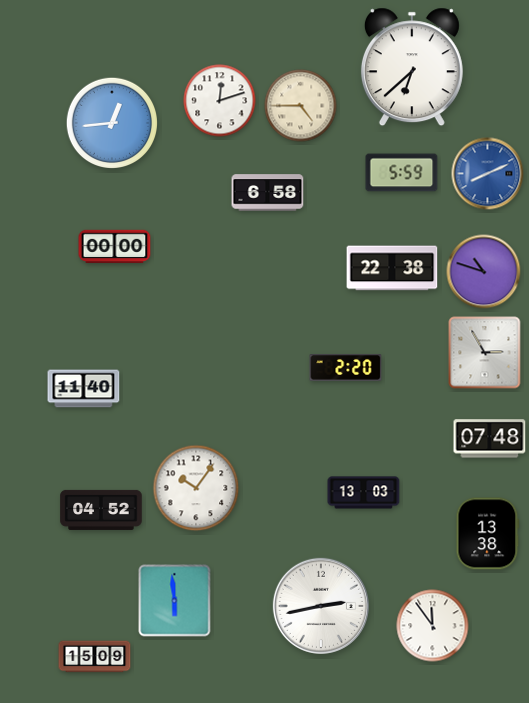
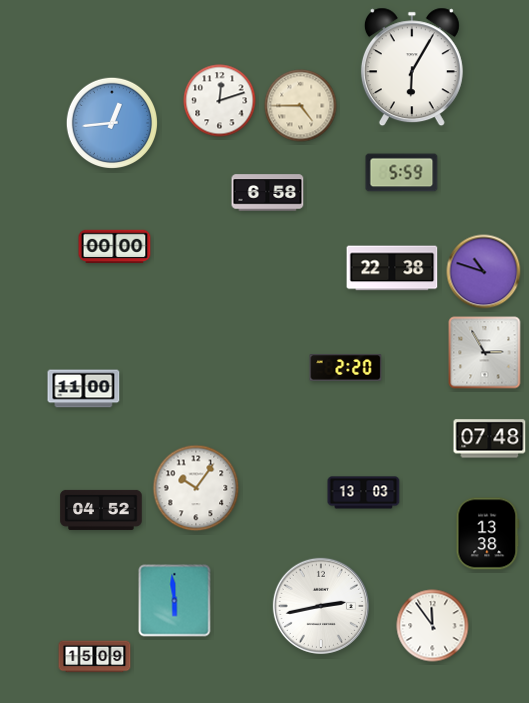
clock at (412, 67): 6:38 -> 6:05
clock at (488, 174): 8:11 -> none
clock at (84, 389): 11:40 -> 11:00
